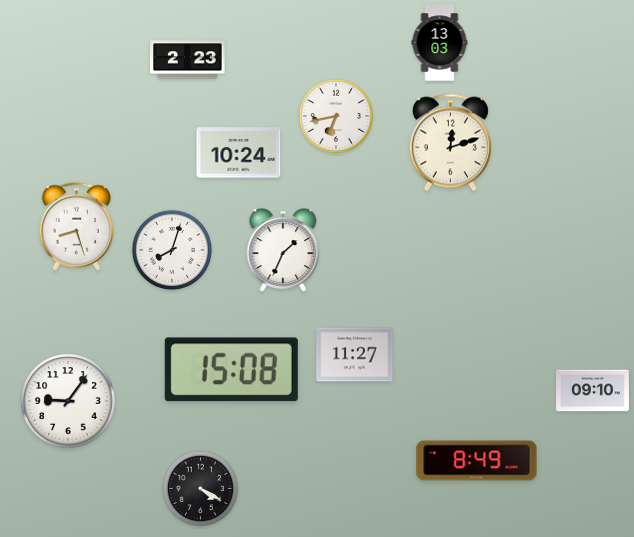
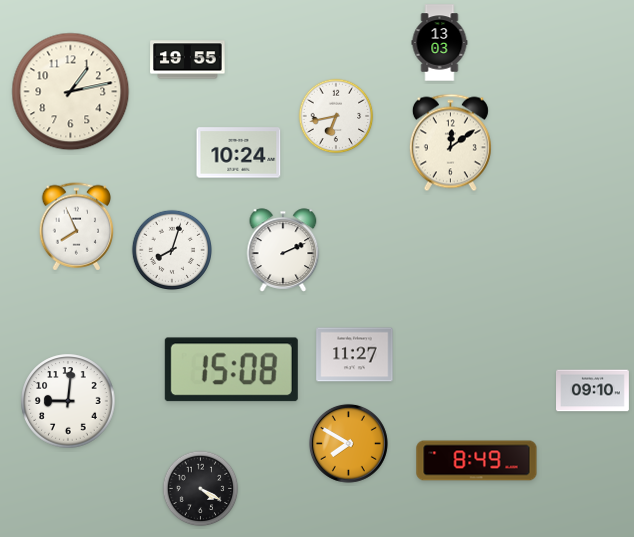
clock at (188, 60): 2:23 -> 19:55
clock at (71, 92): none -> 1:13
clock at (450, 143): 12:12 -> 12:09
clock at (77, 227): 8:27 -> 7:56
clock at (283, 250): 1:34 -> 2:11
clock at (68, 401): 9:06 -> 9:01
clock at (348, 443): none -> 7:50
